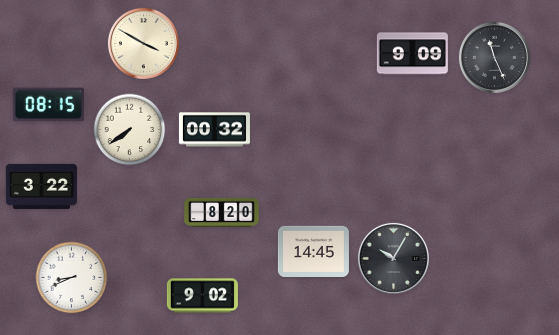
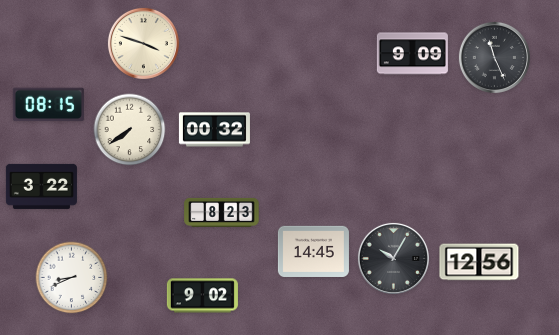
clock at (143, 43): 3:50 -> 3:48
clock at (222, 212): 8:20 -> 8:23
clock at (479, 262): none -> 12:56
